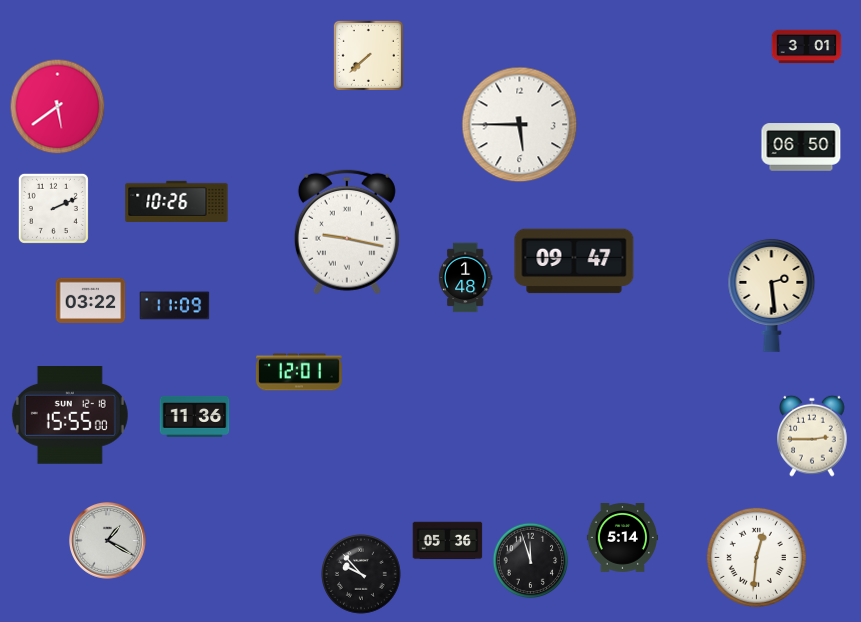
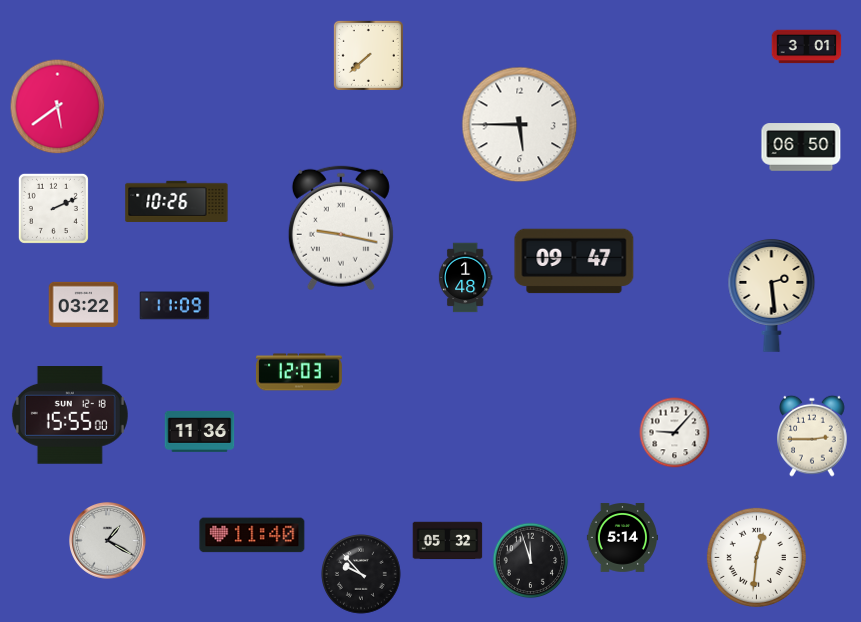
clock at (347, 232) position: (347, 232) -> (341, 228)
clock at (91, 300) position: (91, 300) -> (84, 304)
clock at (299, 372): 12:01 -> 12:03
clock at (195, 417) position: (195, 417) -> (200, 432)
clock at (675, 433): none -> 9:07
clock at (252, 535): none -> 11:40
clock at (448, 541): 05:36 -> 05:32
